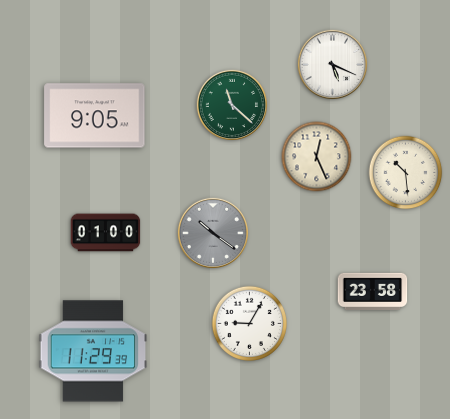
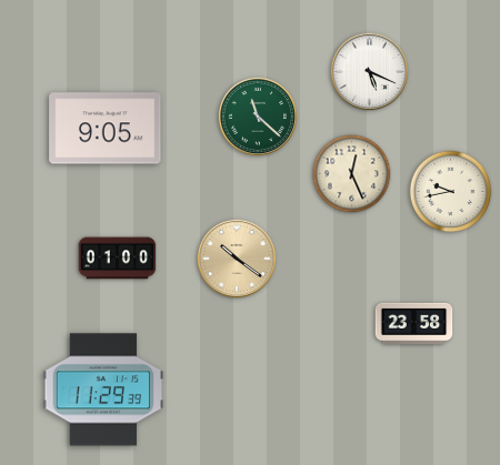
clock at (406, 173): 10:29 -> 9:43
clock at (212, 232) dial: grey -> champagne
clock at (249, 323): 9:05 -> none
